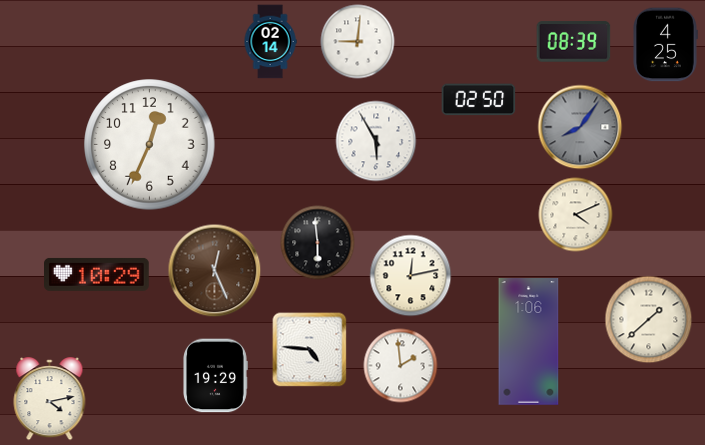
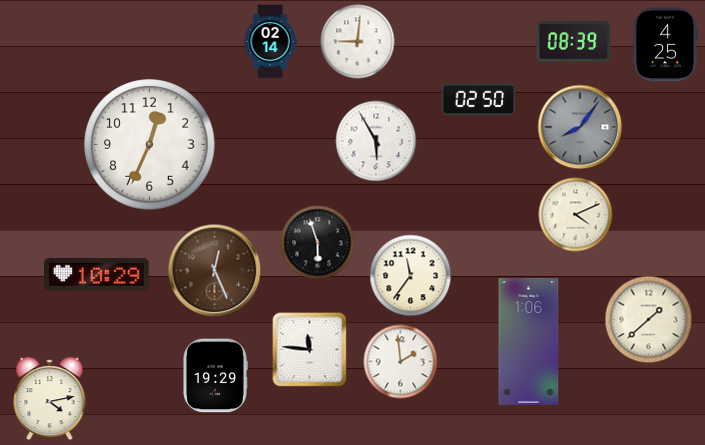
clock at (318, 243): 5:59 -> 5:57
clock at (411, 276): 12:13 -> 11:36
clock at (310, 350): 4:46 -> 11:46
clock at (401, 366) position: (401, 366) -> (401, 362)
